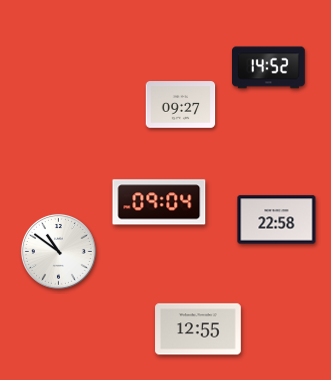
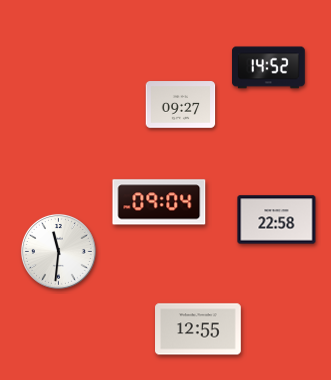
clock at (58, 251): 10:51 -> 11:31
